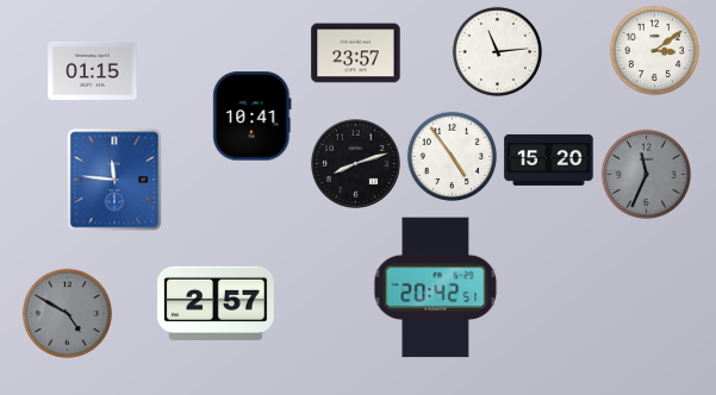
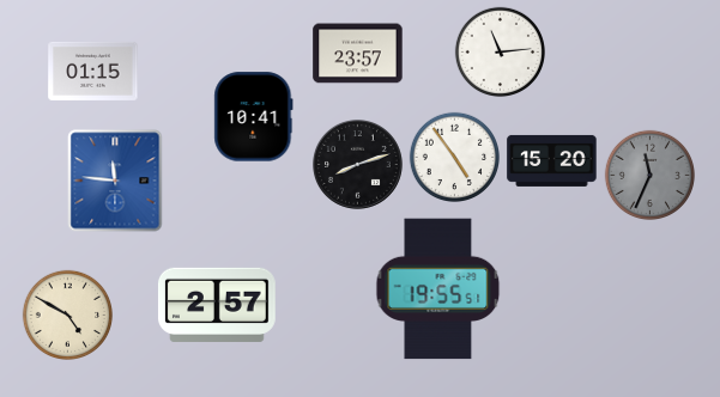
clock at (654, 50): 3:09 -> none
clock at (436, 288): 20:42 -> 19:55
clock at (67, 313) dial: grey -> cream
